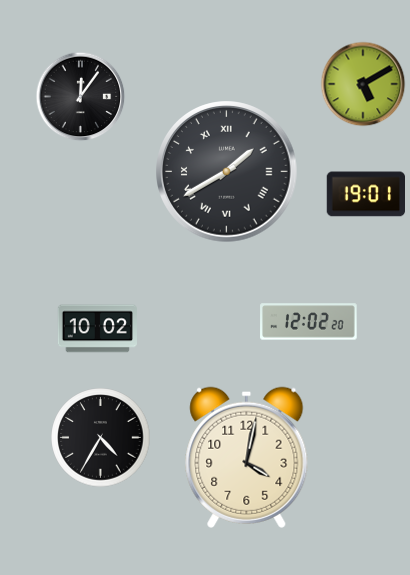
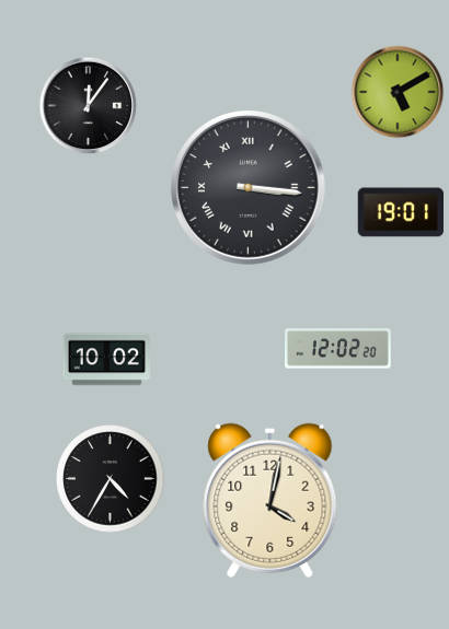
clock at (227, 172): 1:40 -> 3:16
clock at (309, 322) position: (309, 322) -> (338, 349)
